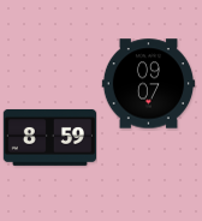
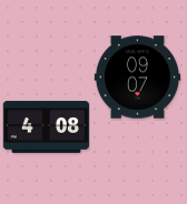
clock at (49, 137): 8:59 -> 4:08
